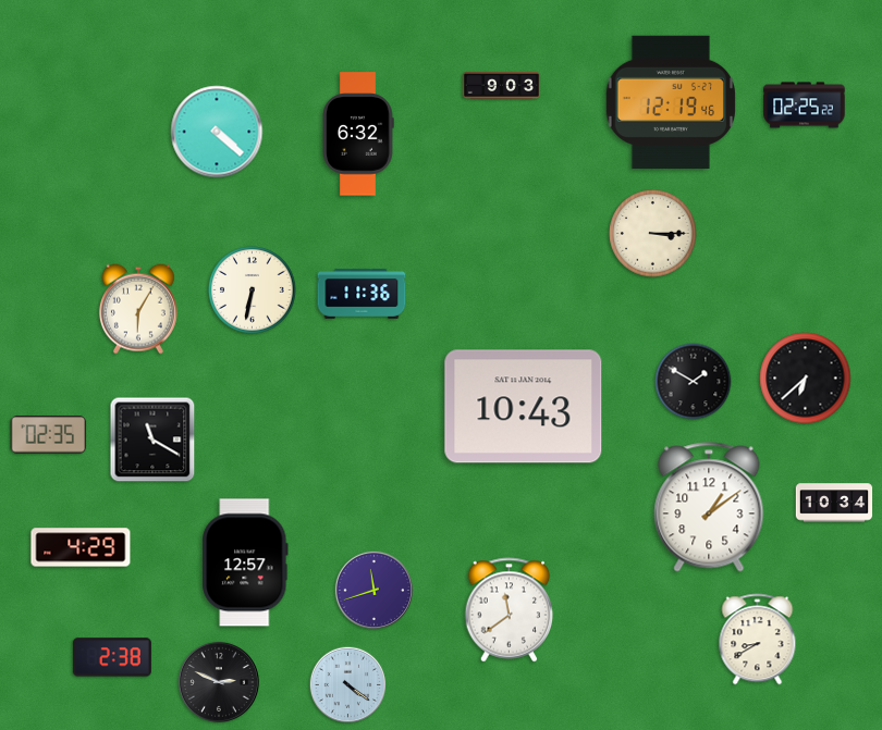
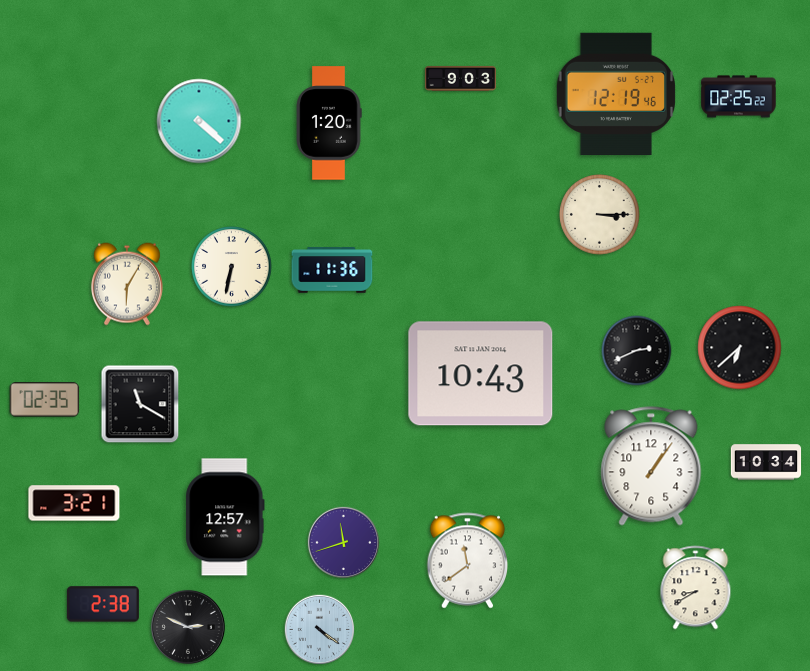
clock at (358, 134): 6:32 -> 1:20
clock at (694, 382): 1:50 -> 2:41
clock at (709, 507): 1:09 -> 1:06
clock at (81, 547): 4:29 -> 3:21
clock at (219, 682) position: (219, 682) -> (188, 627)
